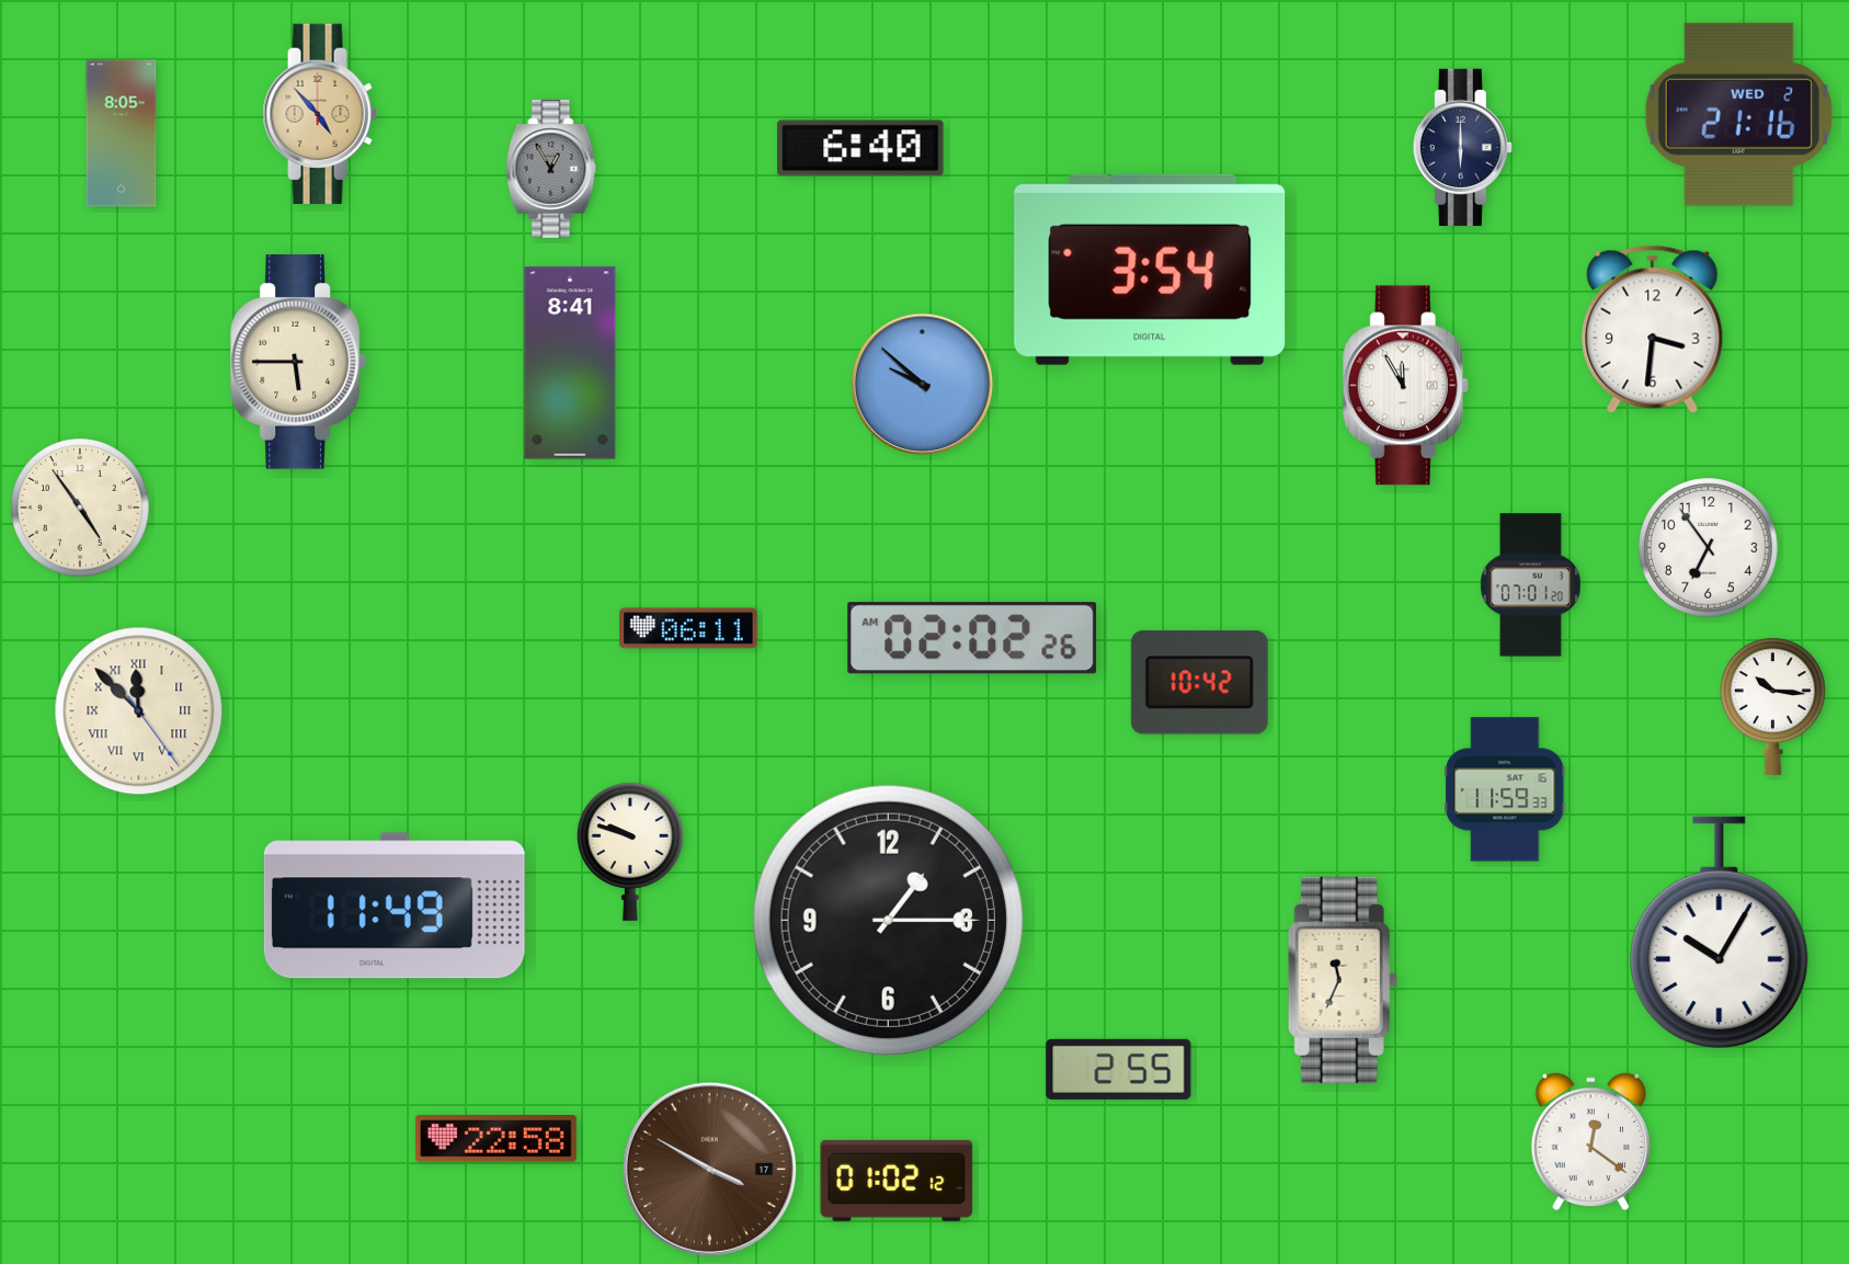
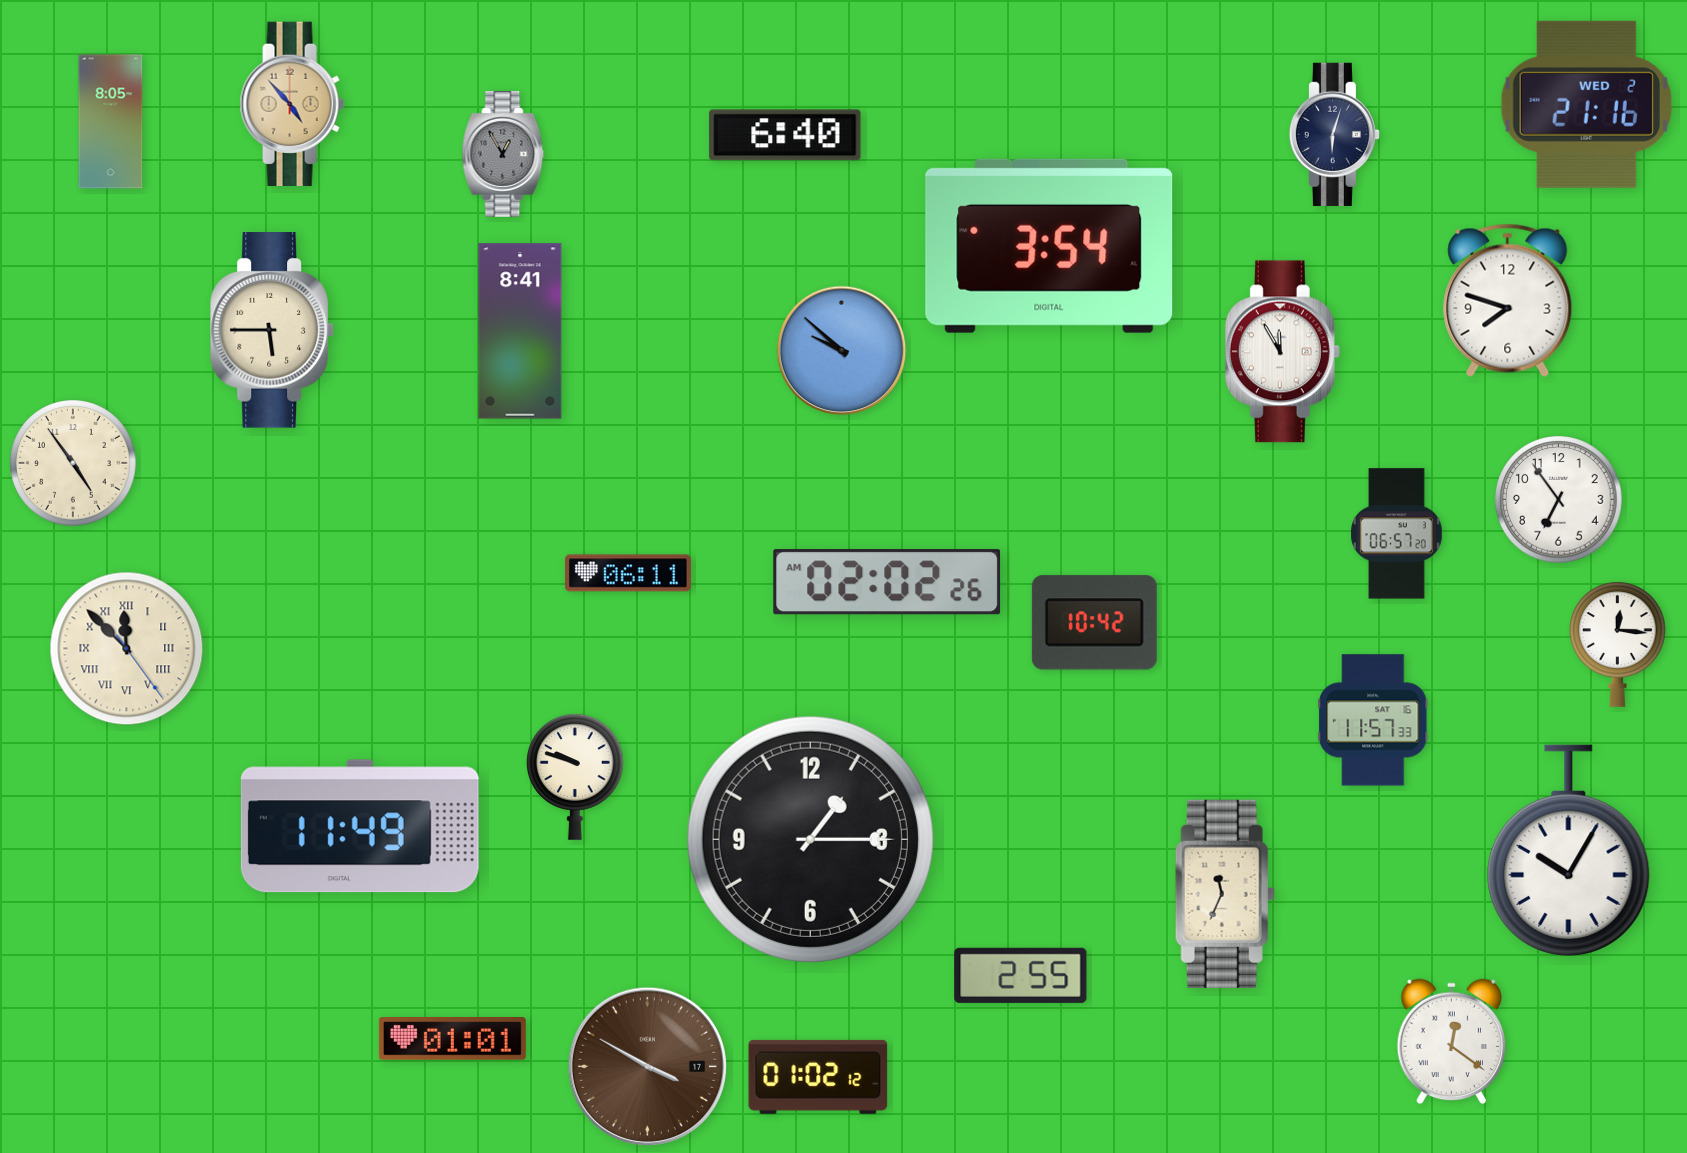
clock at (1462, 147): 6:00 -> 6:03
clock at (1653, 329): 3:31 -> 7:48
clock at (1531, 585): 07:01 -> 06:57
clock at (1773, 706): 10:16 -> 12:16
clock at (1505, 789): 11:59 -> 11:57
clock at (495, 1139): 22:58 -> 01:01
